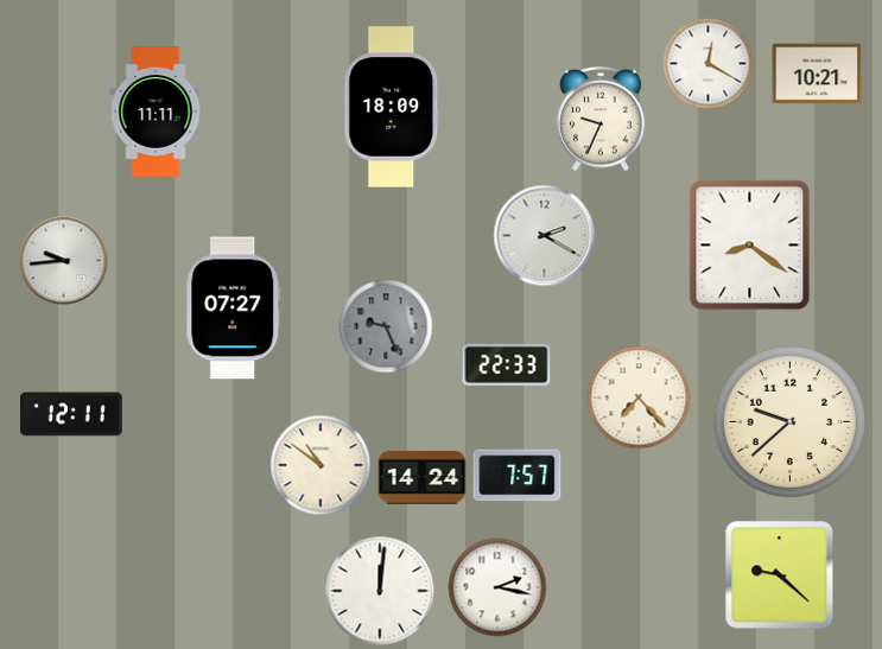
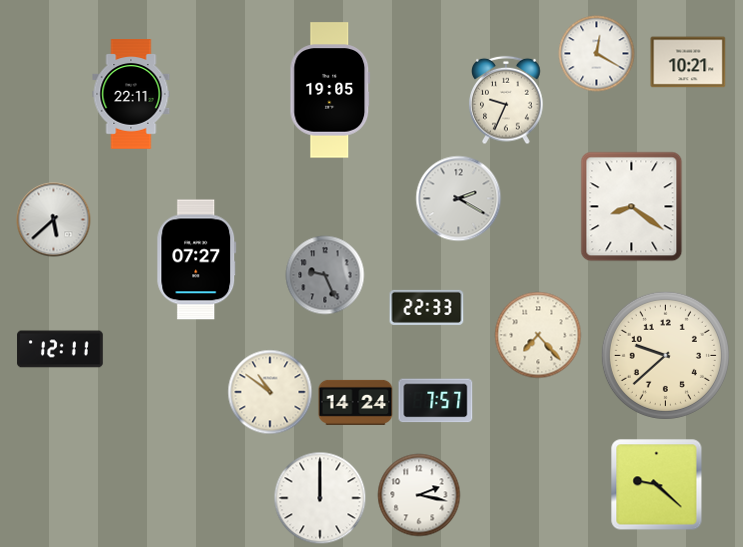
clock at (392, 107): 18:09 -> 19:05
clock at (156, 112): 11:11 -> 22:11
clock at (64, 261): 9:44 -> 5:38
clock at (380, 591): 12:01 -> 12:00
